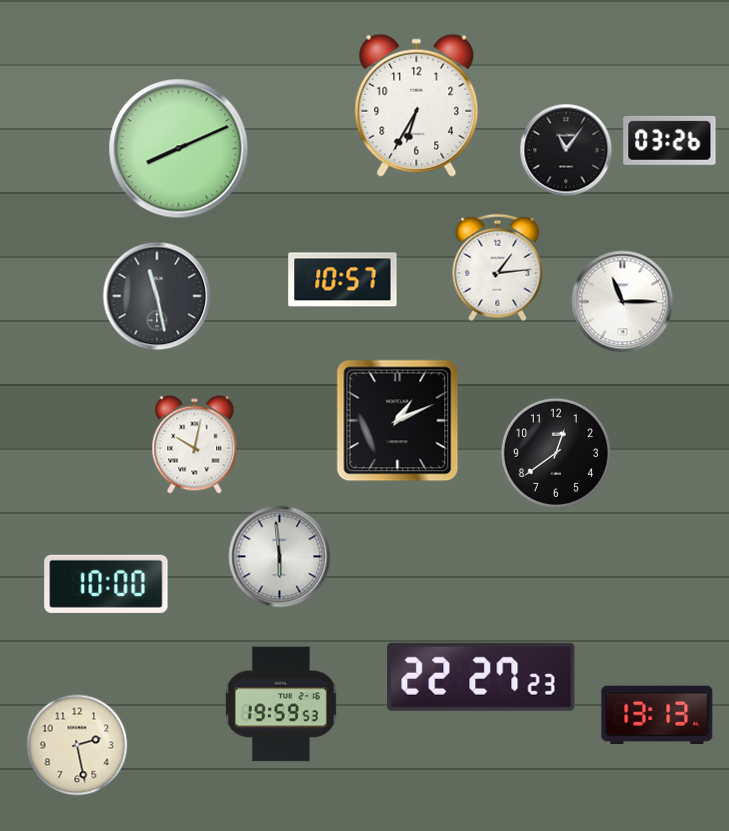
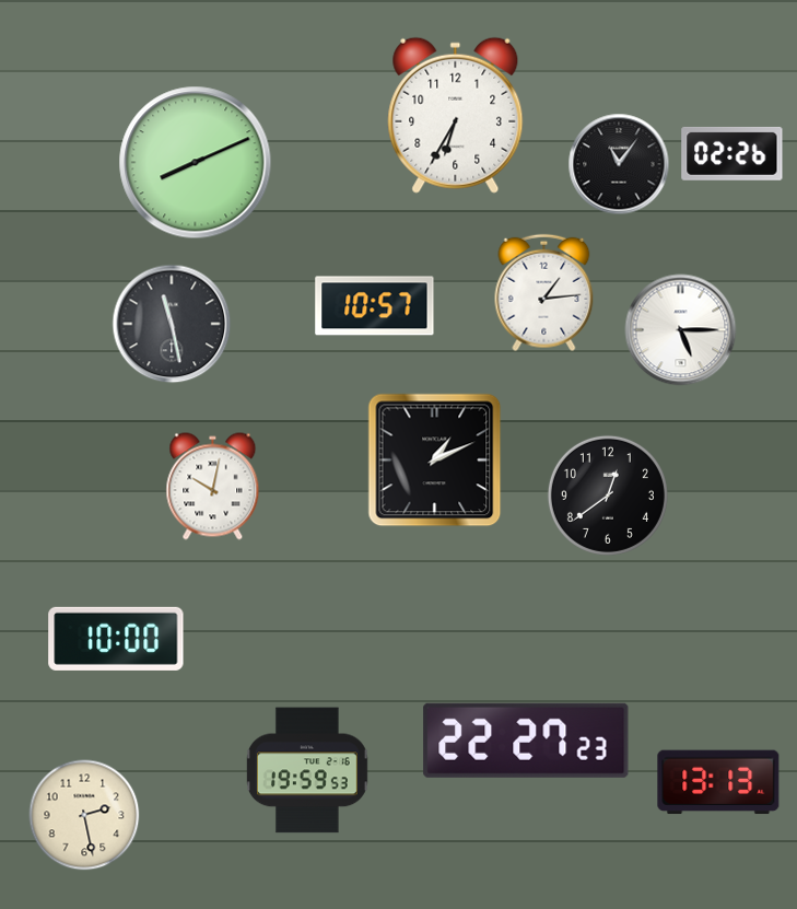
clock at (670, 140): 03:26 -> 02:26
clock at (623, 302): 11:15 -> 5:15
clock at (280, 557): 5:59 -> none
